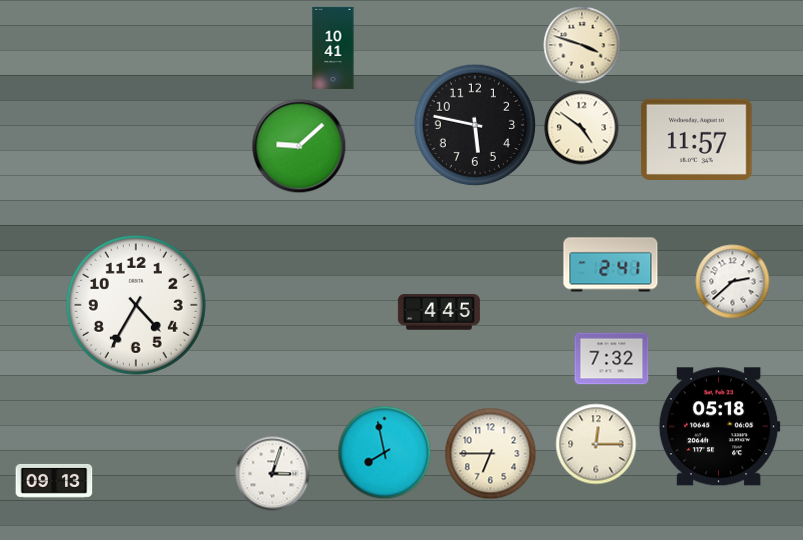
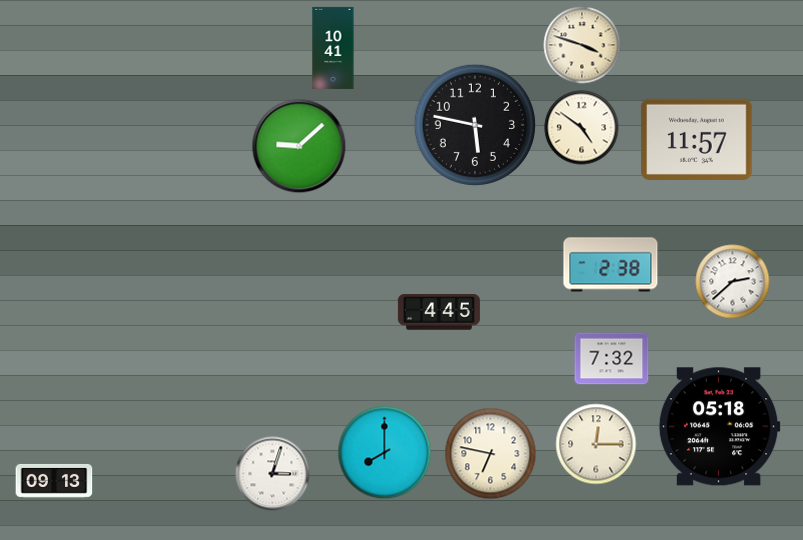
clock at (611, 265): 2:41 -> 2:38
clock at (136, 305): 4:35 -> none
clock at (385, 453): 7:58 -> 8:00
clock at (491, 454): 6:45 -> 6:47
